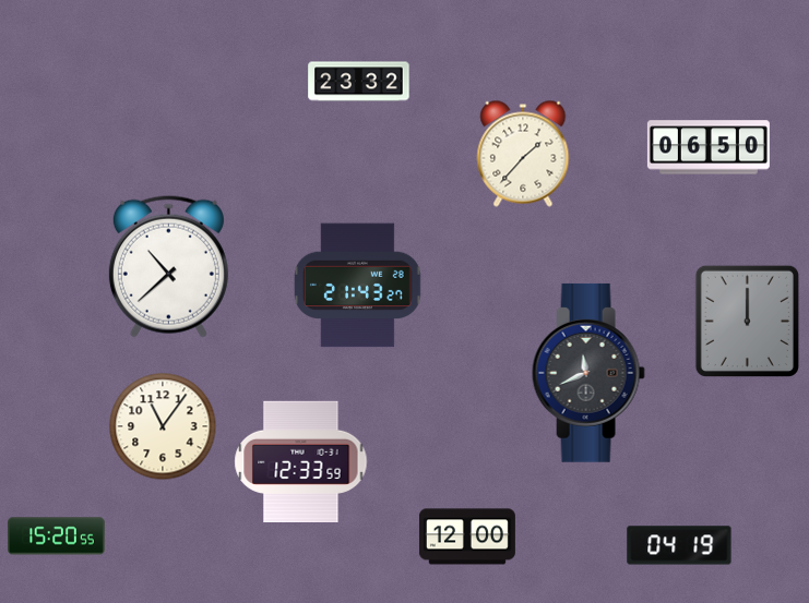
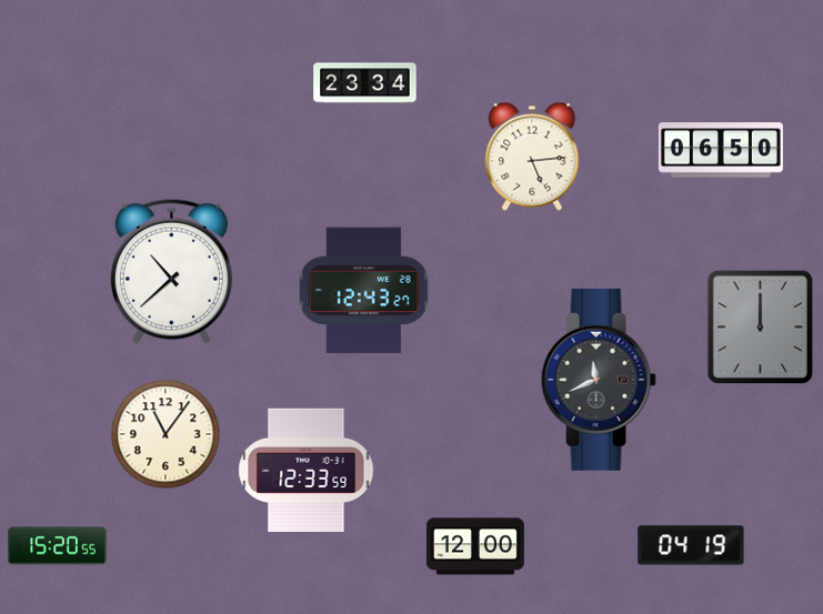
clock at (359, 82): 23:32 -> 23:34
clock at (523, 154): 1:37 -> 5:14
clock at (358, 286): 21:43 -> 12:43
clock at (679, 545) position: (679, 545) -> (691, 545)
